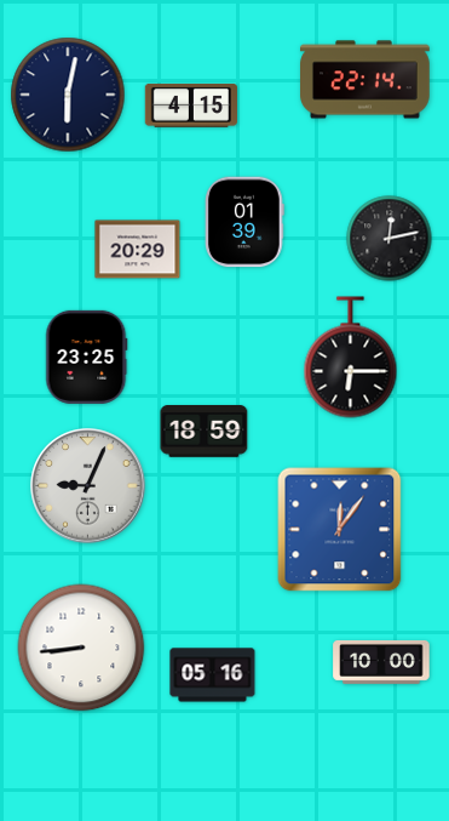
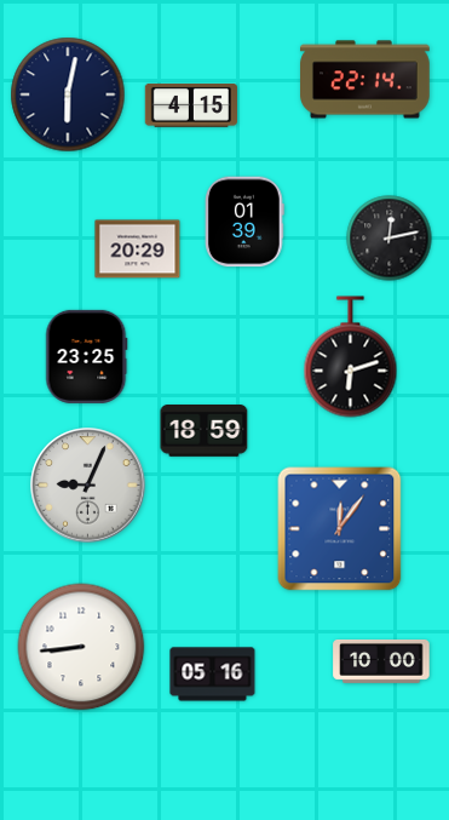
clock at (351, 358): 6:15 -> 6:12
